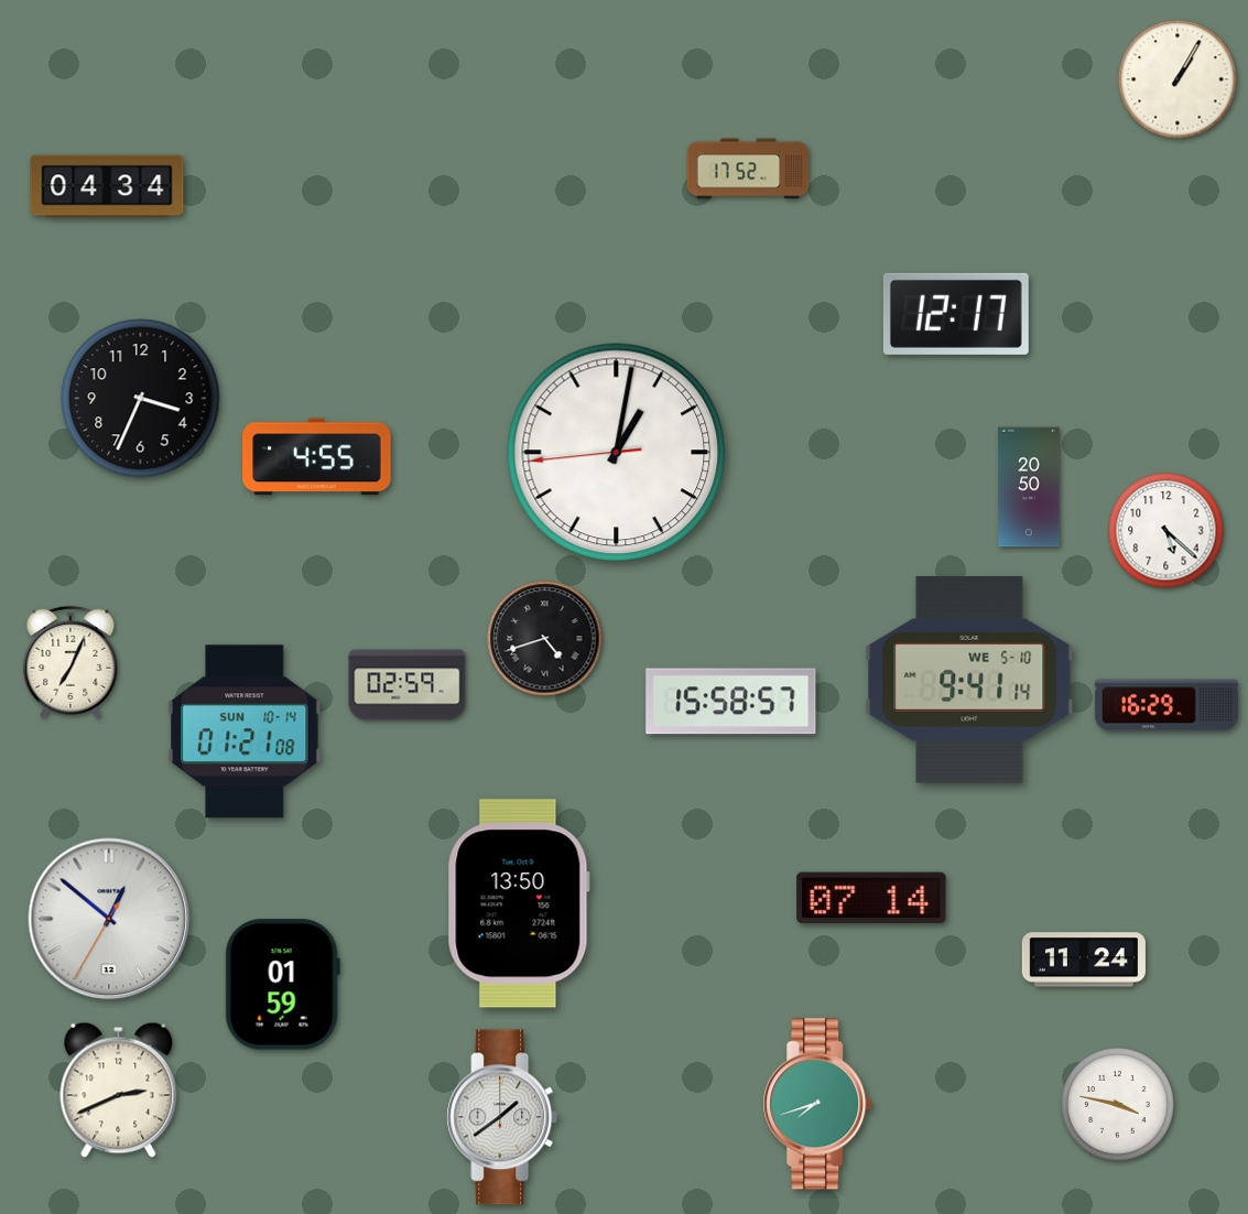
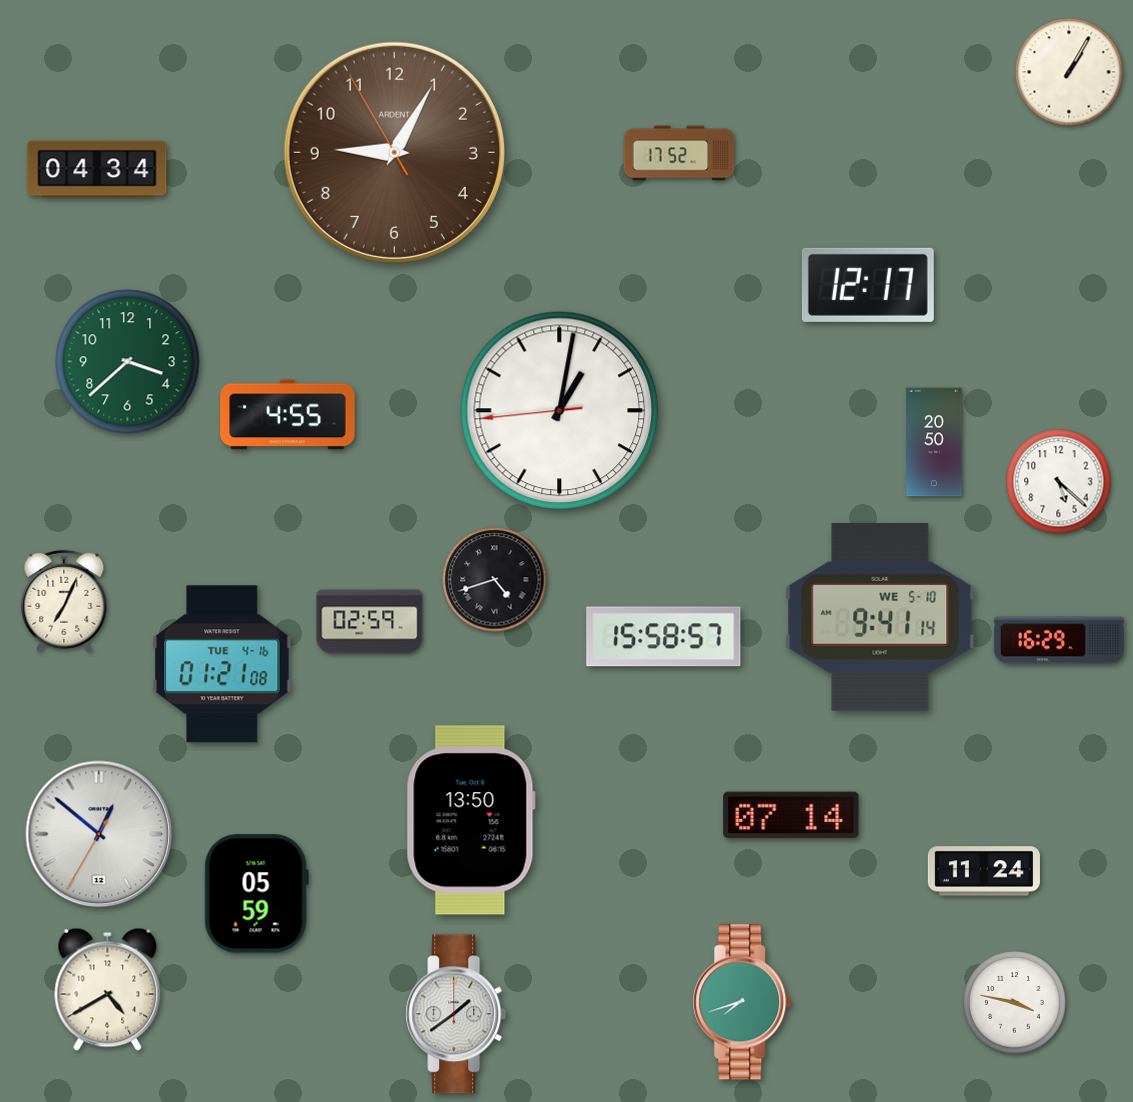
clock at (394, 152): none -> 9:04
clock at (141, 399): 3:34 -> 3:38
clock at (141, 399) dial: black -> green
clock at (245, 731) date: SUN 10-14 -> TUE 4-16
clock at (282, 985): 01:59 -> 05:59
clock at (119, 1090): 2:41 -> 4:40
